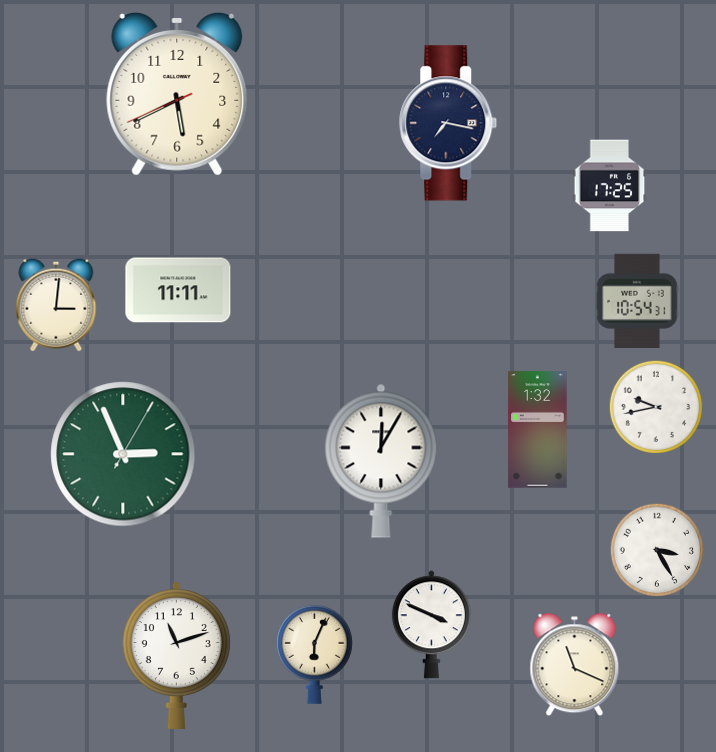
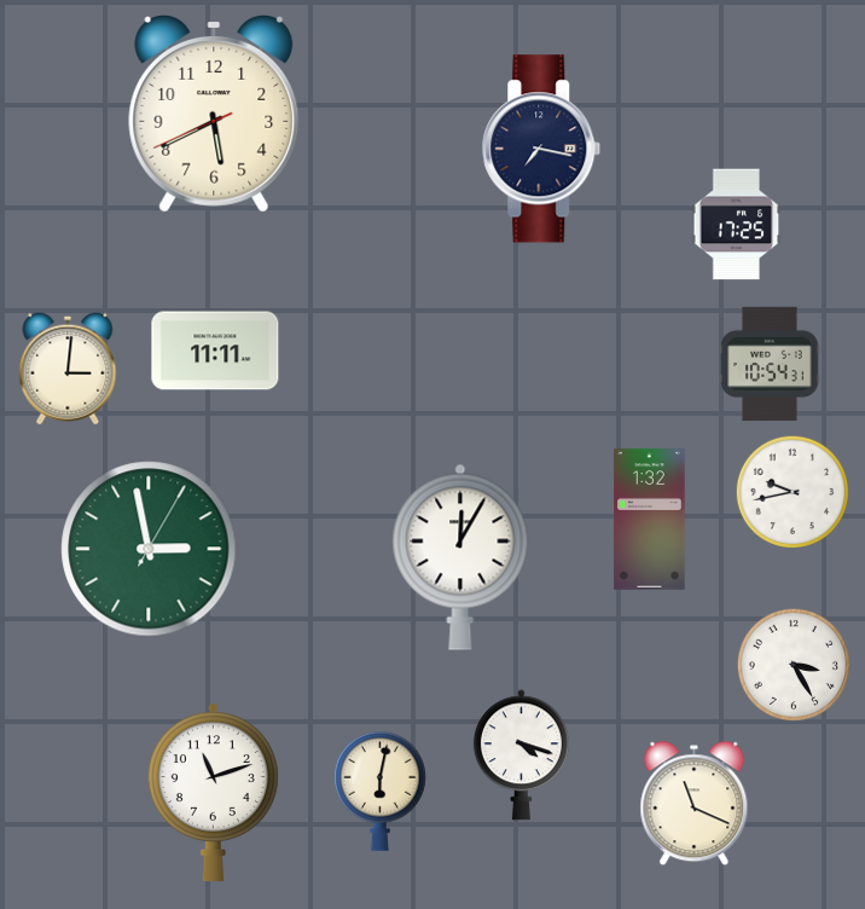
clock at (123, 454): 2:56 -> 2:58
clock at (431, 625): 3:49 -> 4:18
clock at (314, 654): 6:04 -> 6:02
